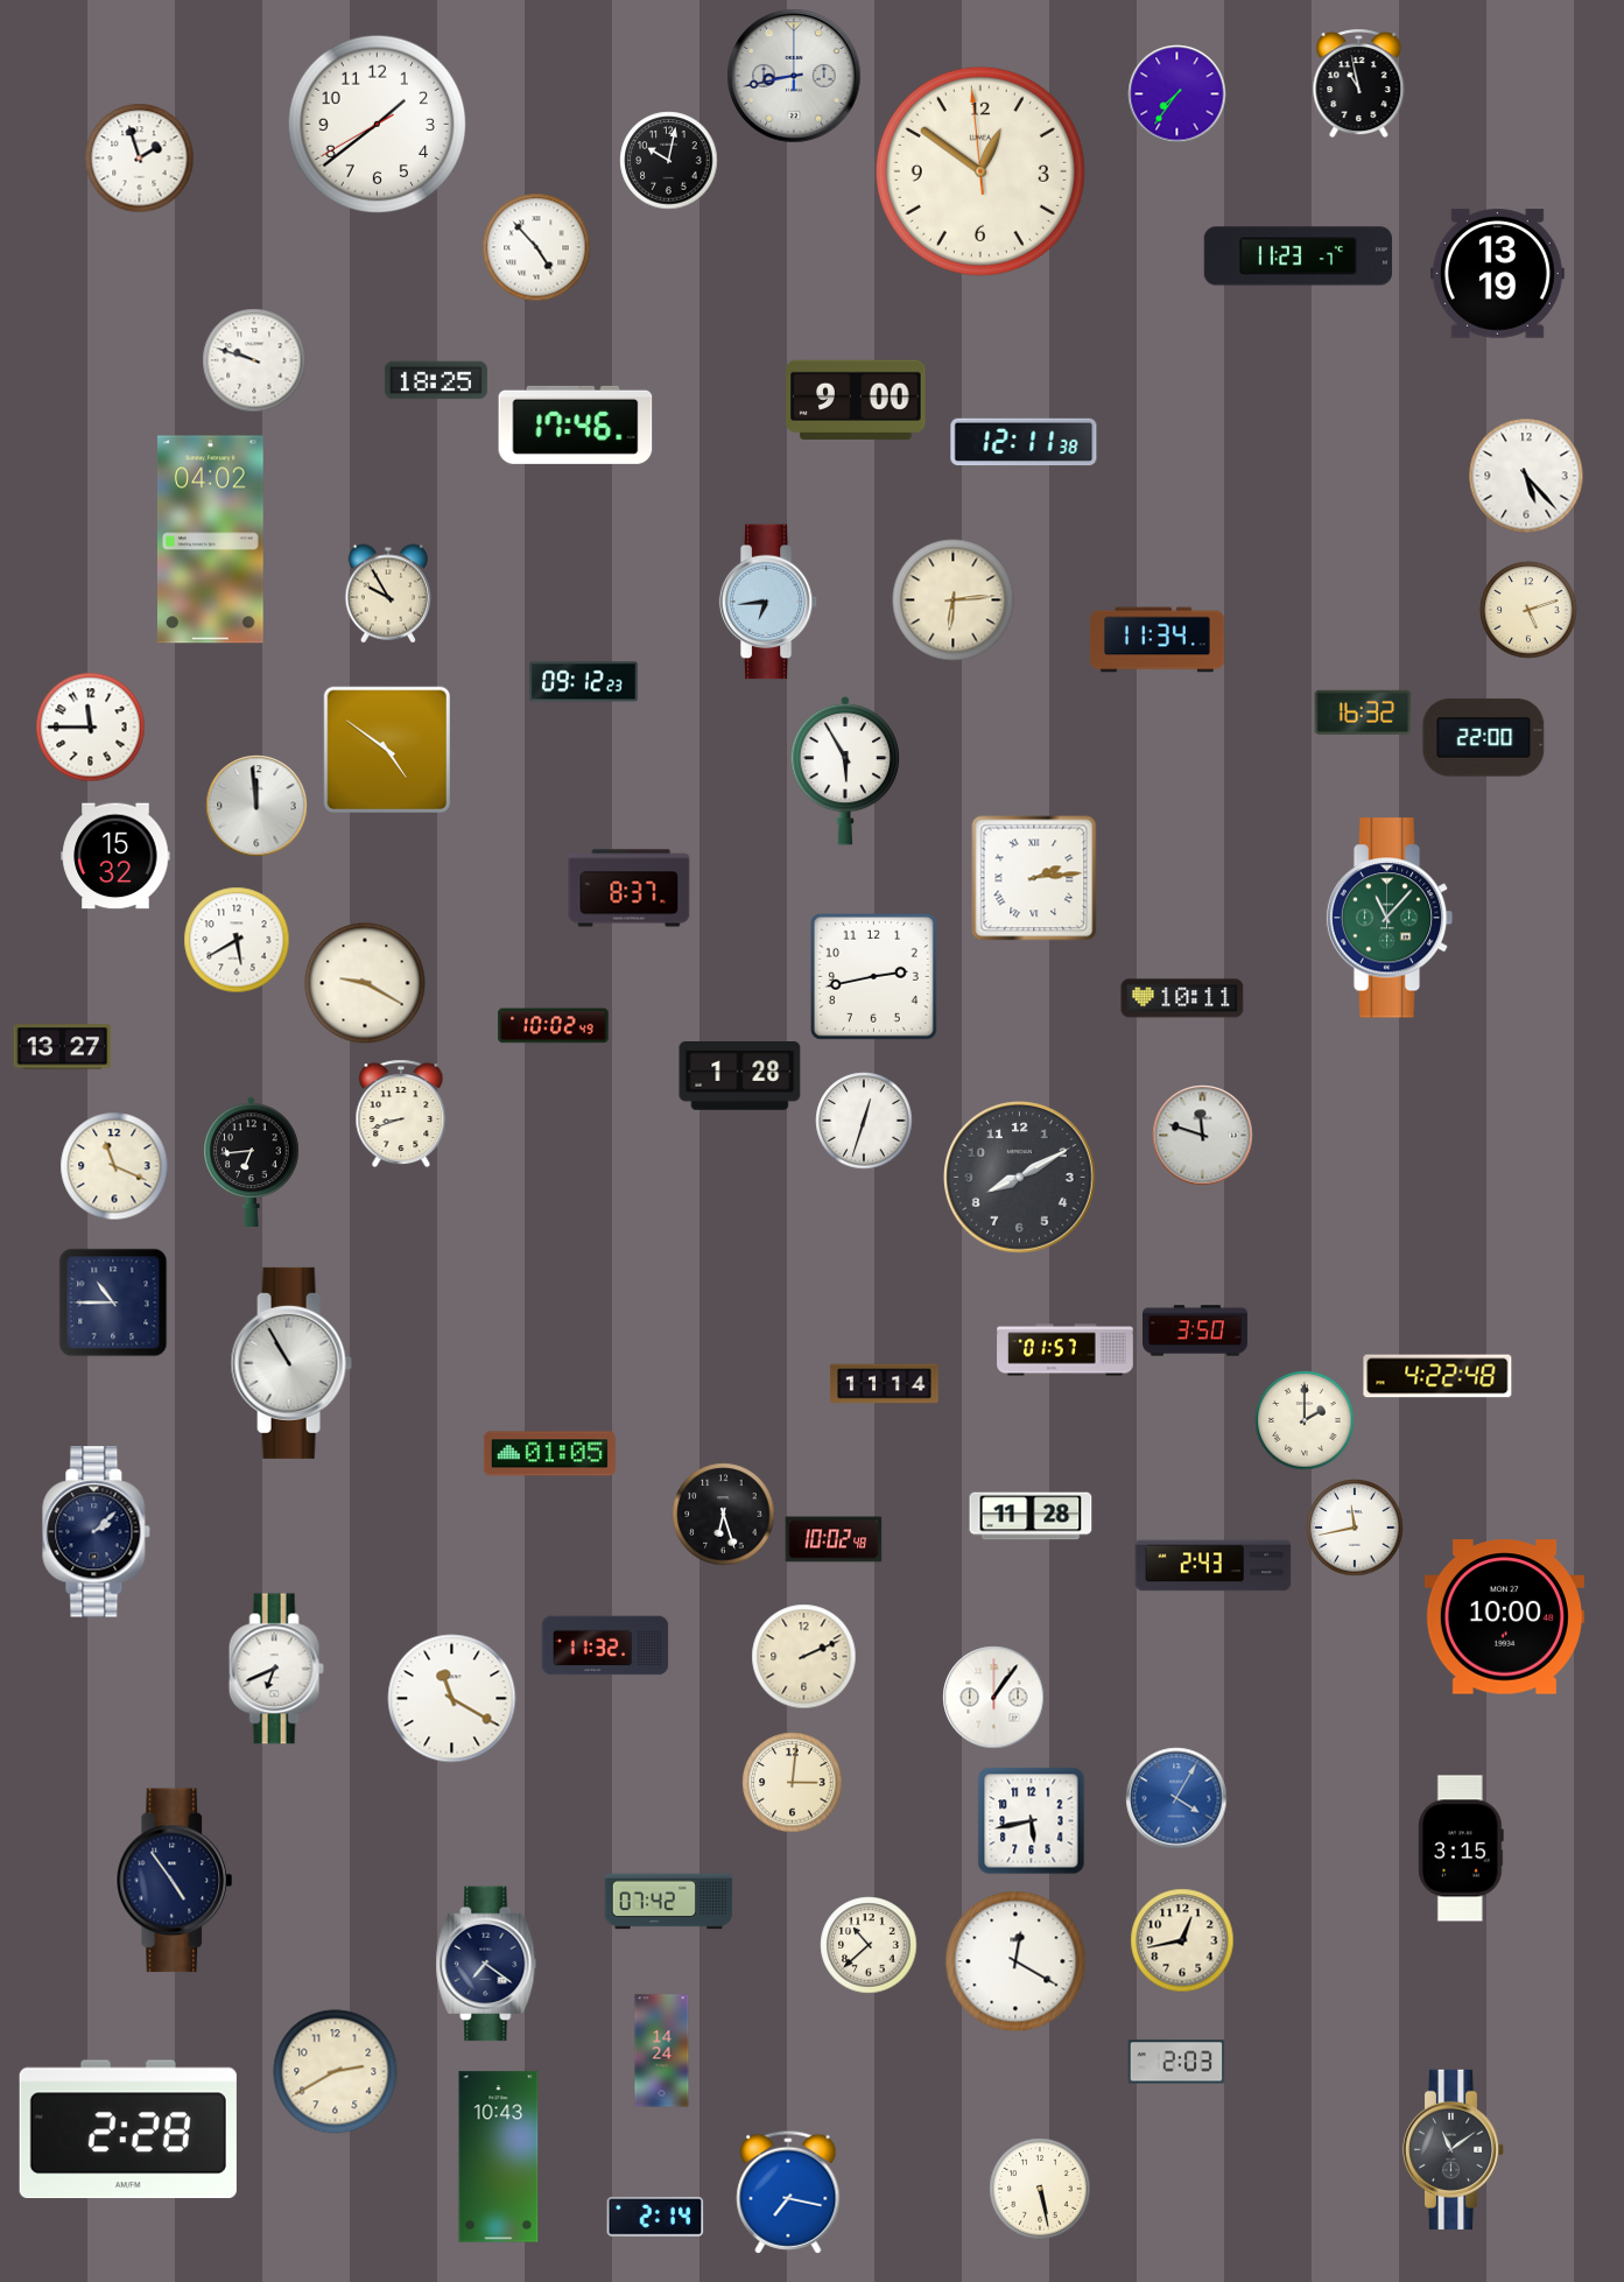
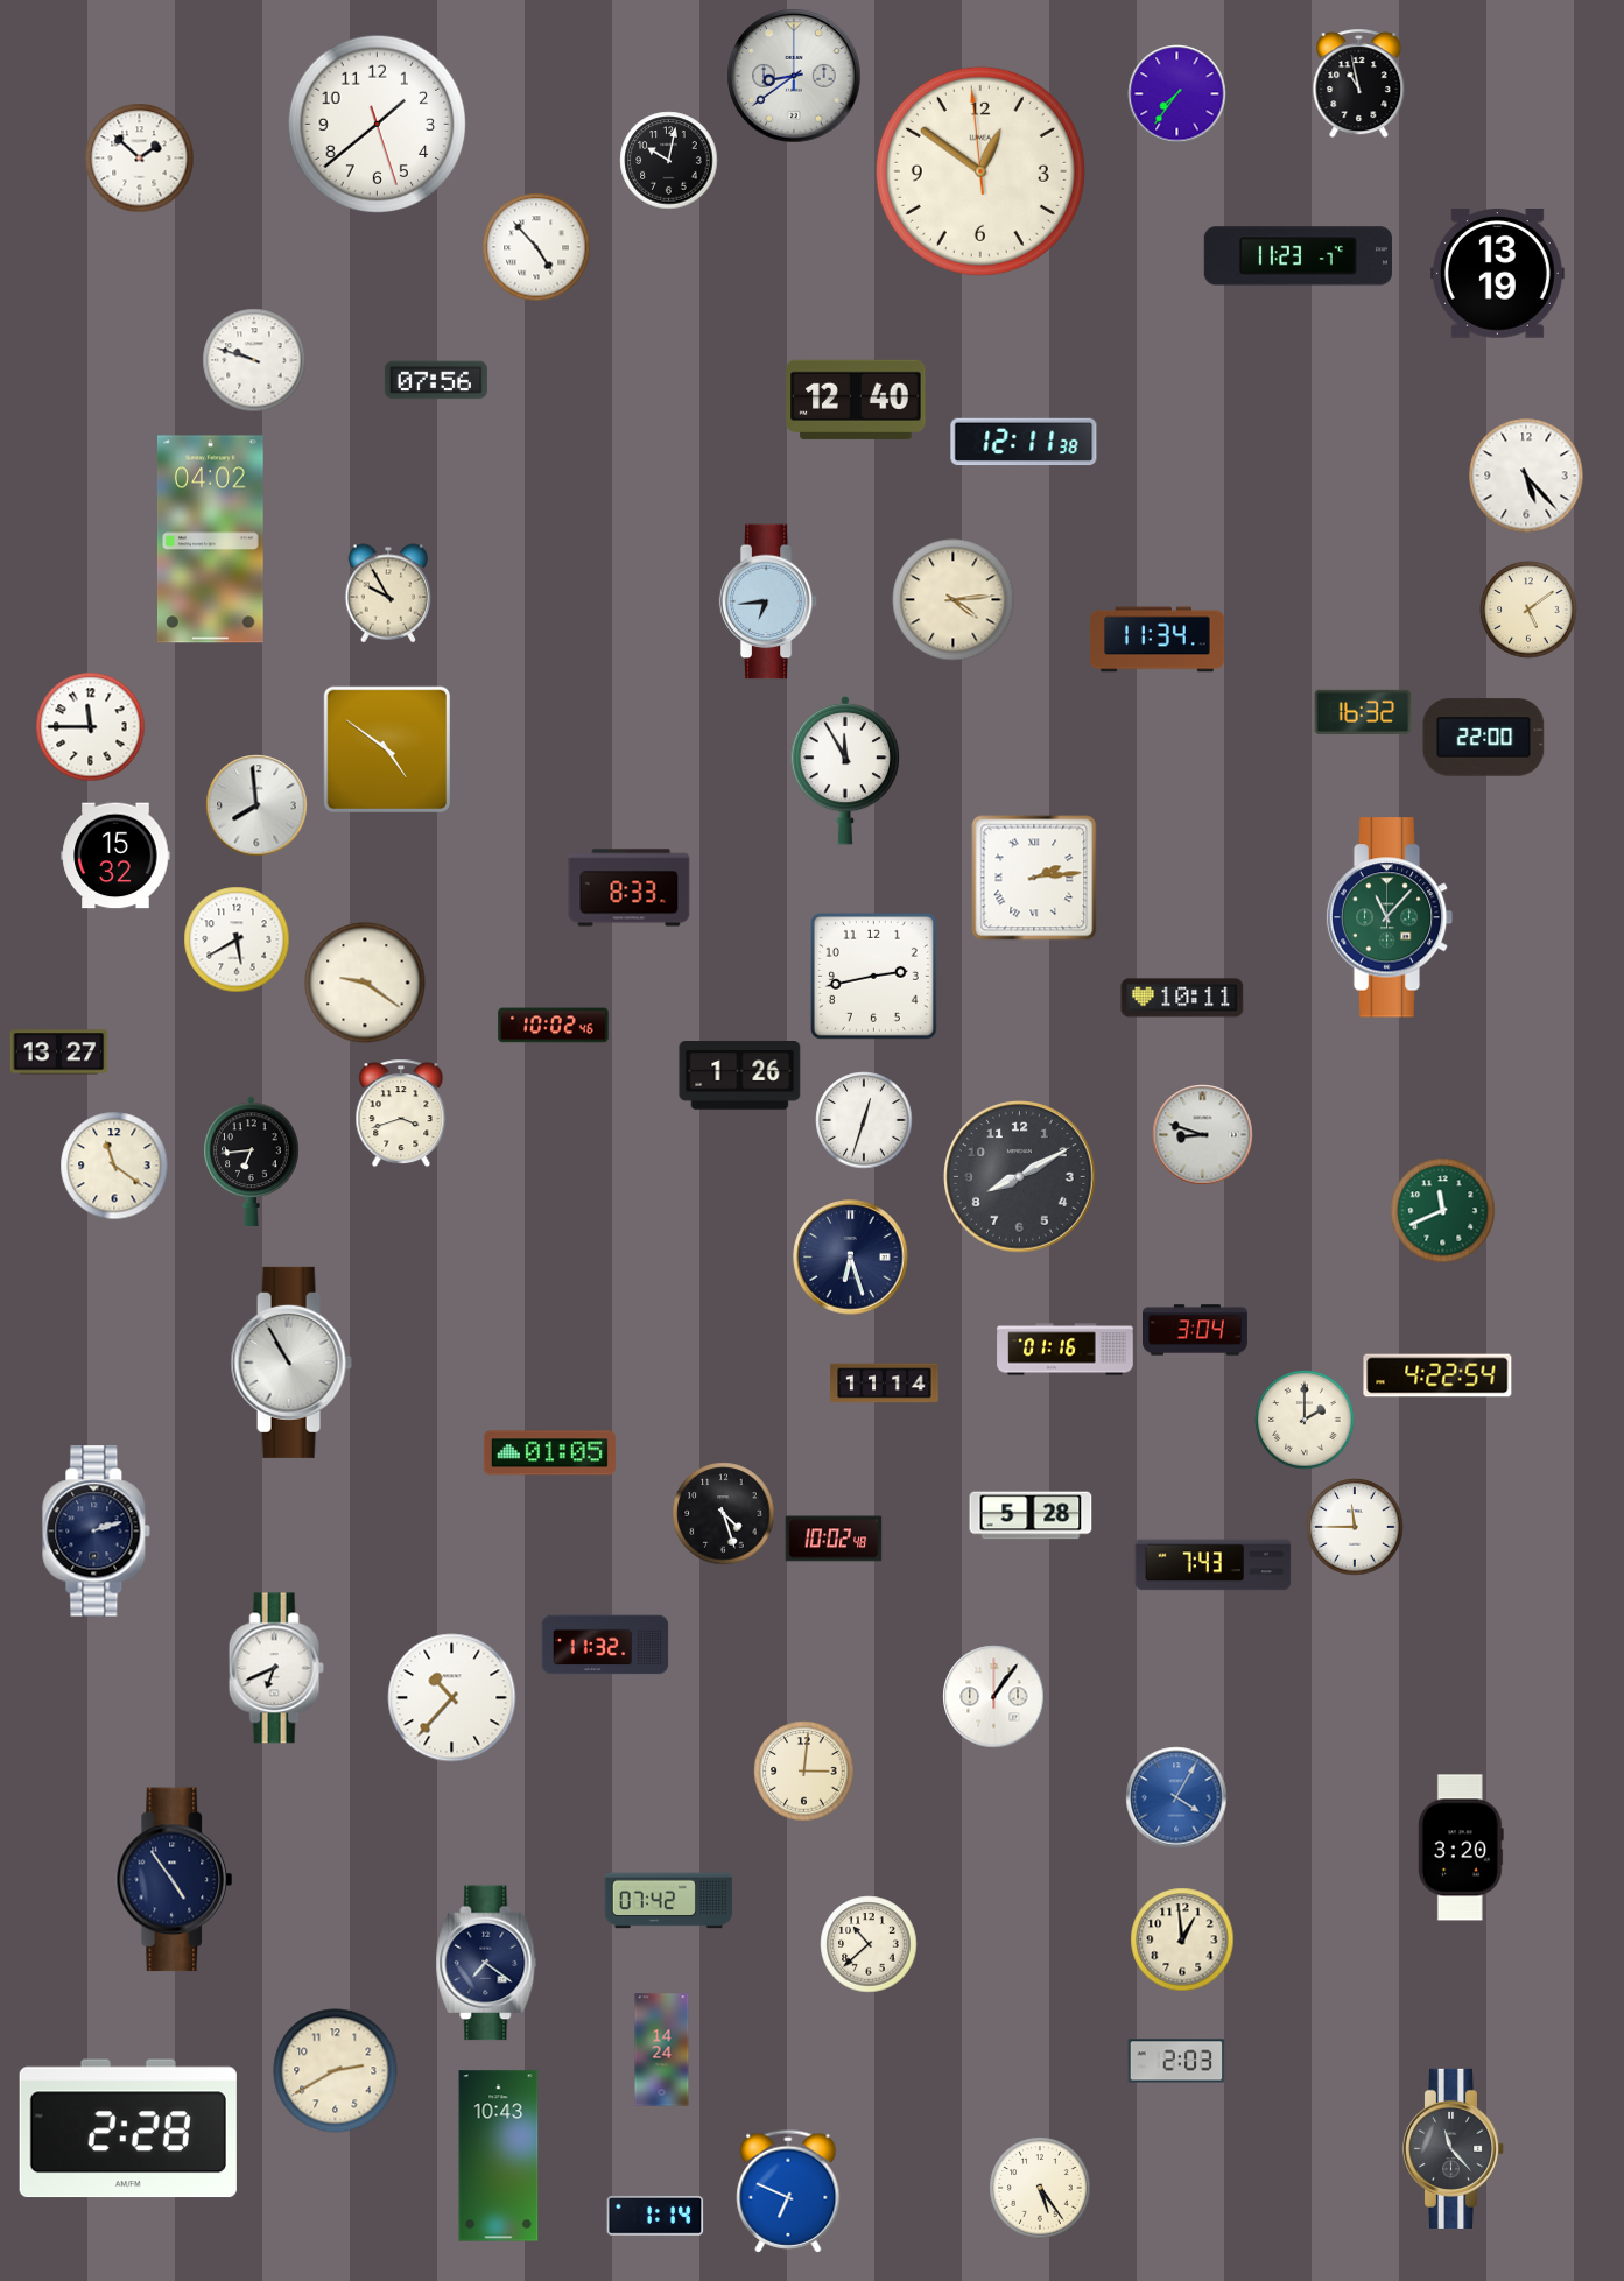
clock at (794, 76): 8:43 -> 8:39
clock at (378, 125): 1:38:40 -> 1:38:27
clock at (140, 159): 1:57 -> 1:52
clock at (436, 380): 18:25 -> 07:56
clock at (856, 400): 9:00 -> 12:40
clock at (576, 424): 17:46 -> none
clock at (954, 601): 6:14 -> 4:14
clock at (1528, 610): 5:12 -> 5:09
clock at (584, 682): 09:12 -> none
clock at (845, 771): 5:55 -> 11:55
clock at (256, 806): 11:59 -> 7:59
clock at (630, 889): 8:37 -> 8:33
clock at (365, 983): 9:20 -> 9:21
clock at (554, 1026): 10:02:49 -> 10:02:46
clock at (63, 1047) position: (63, 1047) -> (59, 1053)
clock at (740, 1076): 1:28 -> 1:26
clock at (401, 1114): 8:42 -> 3:42
clock at (1203, 1136): 11:48 -> 8:48
clock at (114, 1166): 11:19 -> 11:21
clock at (1443, 1211): none -> 11:41
clock at (851, 1258): none -> 6:27
clock at (113, 1303): 10:45 -> none
clock at (1196, 1330): 3:50 -> 3:04
clock at (1066, 1350): 01:57 -> 01:16
clock at (1437, 1376): 4:22:48 -> 4:22:54
clock at (724, 1515): 6:27 -> 4:27
clock at (1031, 1516): 11:28 -> 5:28
clock at (1355, 1528): 11:43 -> 11:45
clock at (97, 1532): 2:08 -> 2:12
clock at (1214, 1566): 2:43 -> 7:43
clock at (1504, 1617): 10:00 -> none
clock at (804, 1657): 2:11 -> none
clock at (452, 1699): 11:20 -> 10:37
clock at (793, 1783) position: (793, 1783) -> (804, 1772)
clock at (1032, 1821): 5:43 -> none
clock at (1461, 1848): 3:15 -> 3:20
clock at (1182, 1940): 12:43 -> 12:59
clock at (1015, 1961): 12:20 -> none
clock at (1454, 2149): 11:09 -> 11:23
clock at (1040, 2189): 5:28 -> 5:24
clock at (788, 2192): 7:17 -> 6:49
clock at (655, 2217): 2:14 -> 1:14
